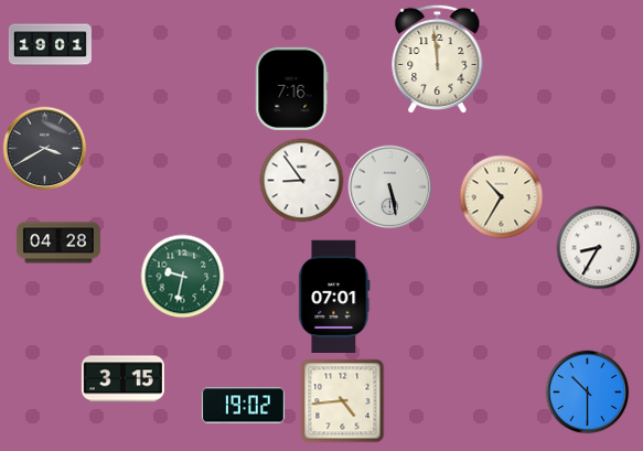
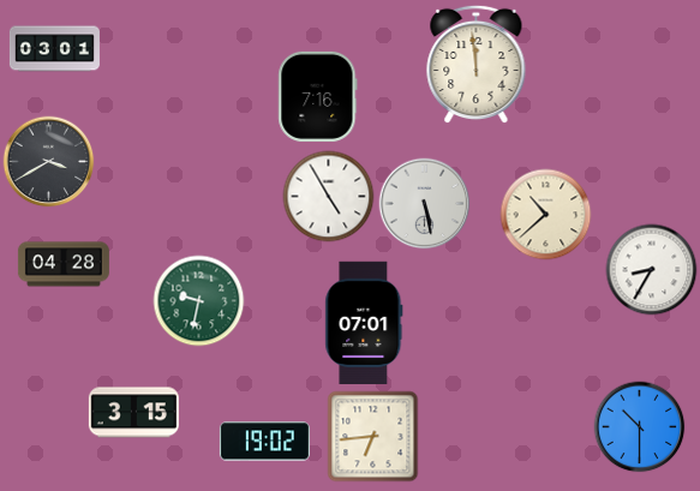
clock at (50, 45): 19:01 -> 03:01
clock at (302, 181): 8:54 -> 4:55
clock at (502, 197): 10:35 -> 10:38
clock at (343, 401): 4:44 -> 6:44
